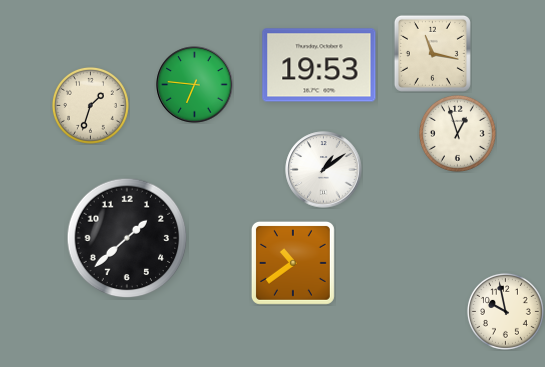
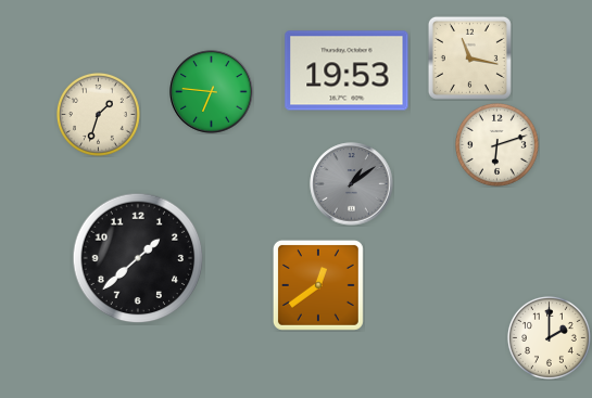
clock at (457, 133): 12:57 -> 6:12
clock at (324, 170) dial: white -> grey
clock at (293, 263): 10:39 -> 12:39
clock at (505, 311): 9:58 -> 2:00
